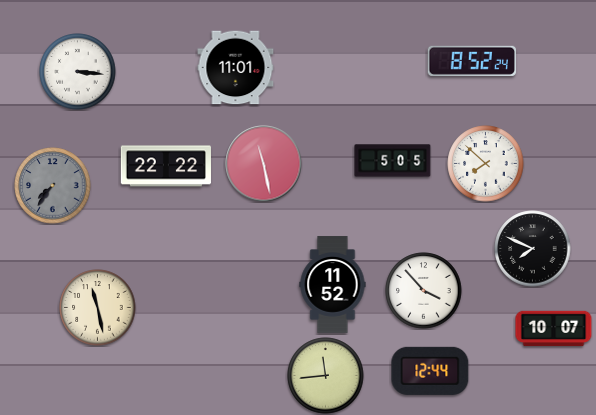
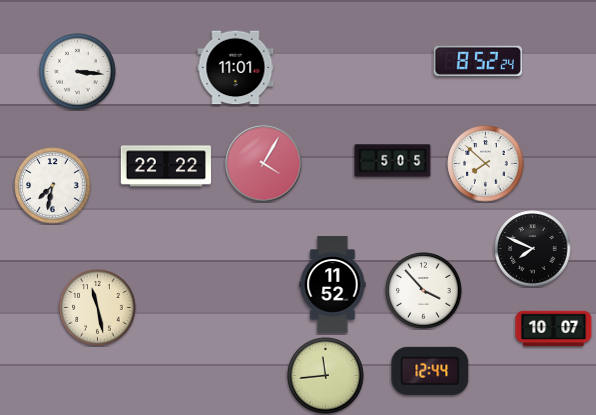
clock at (471, 61) position: (471, 61) -> (477, 61)
clock at (264, 164): 11:28 -> 4:05
clock at (53, 186): 7:36 -> 7:32
clock at (53, 186) dial: grey -> white
